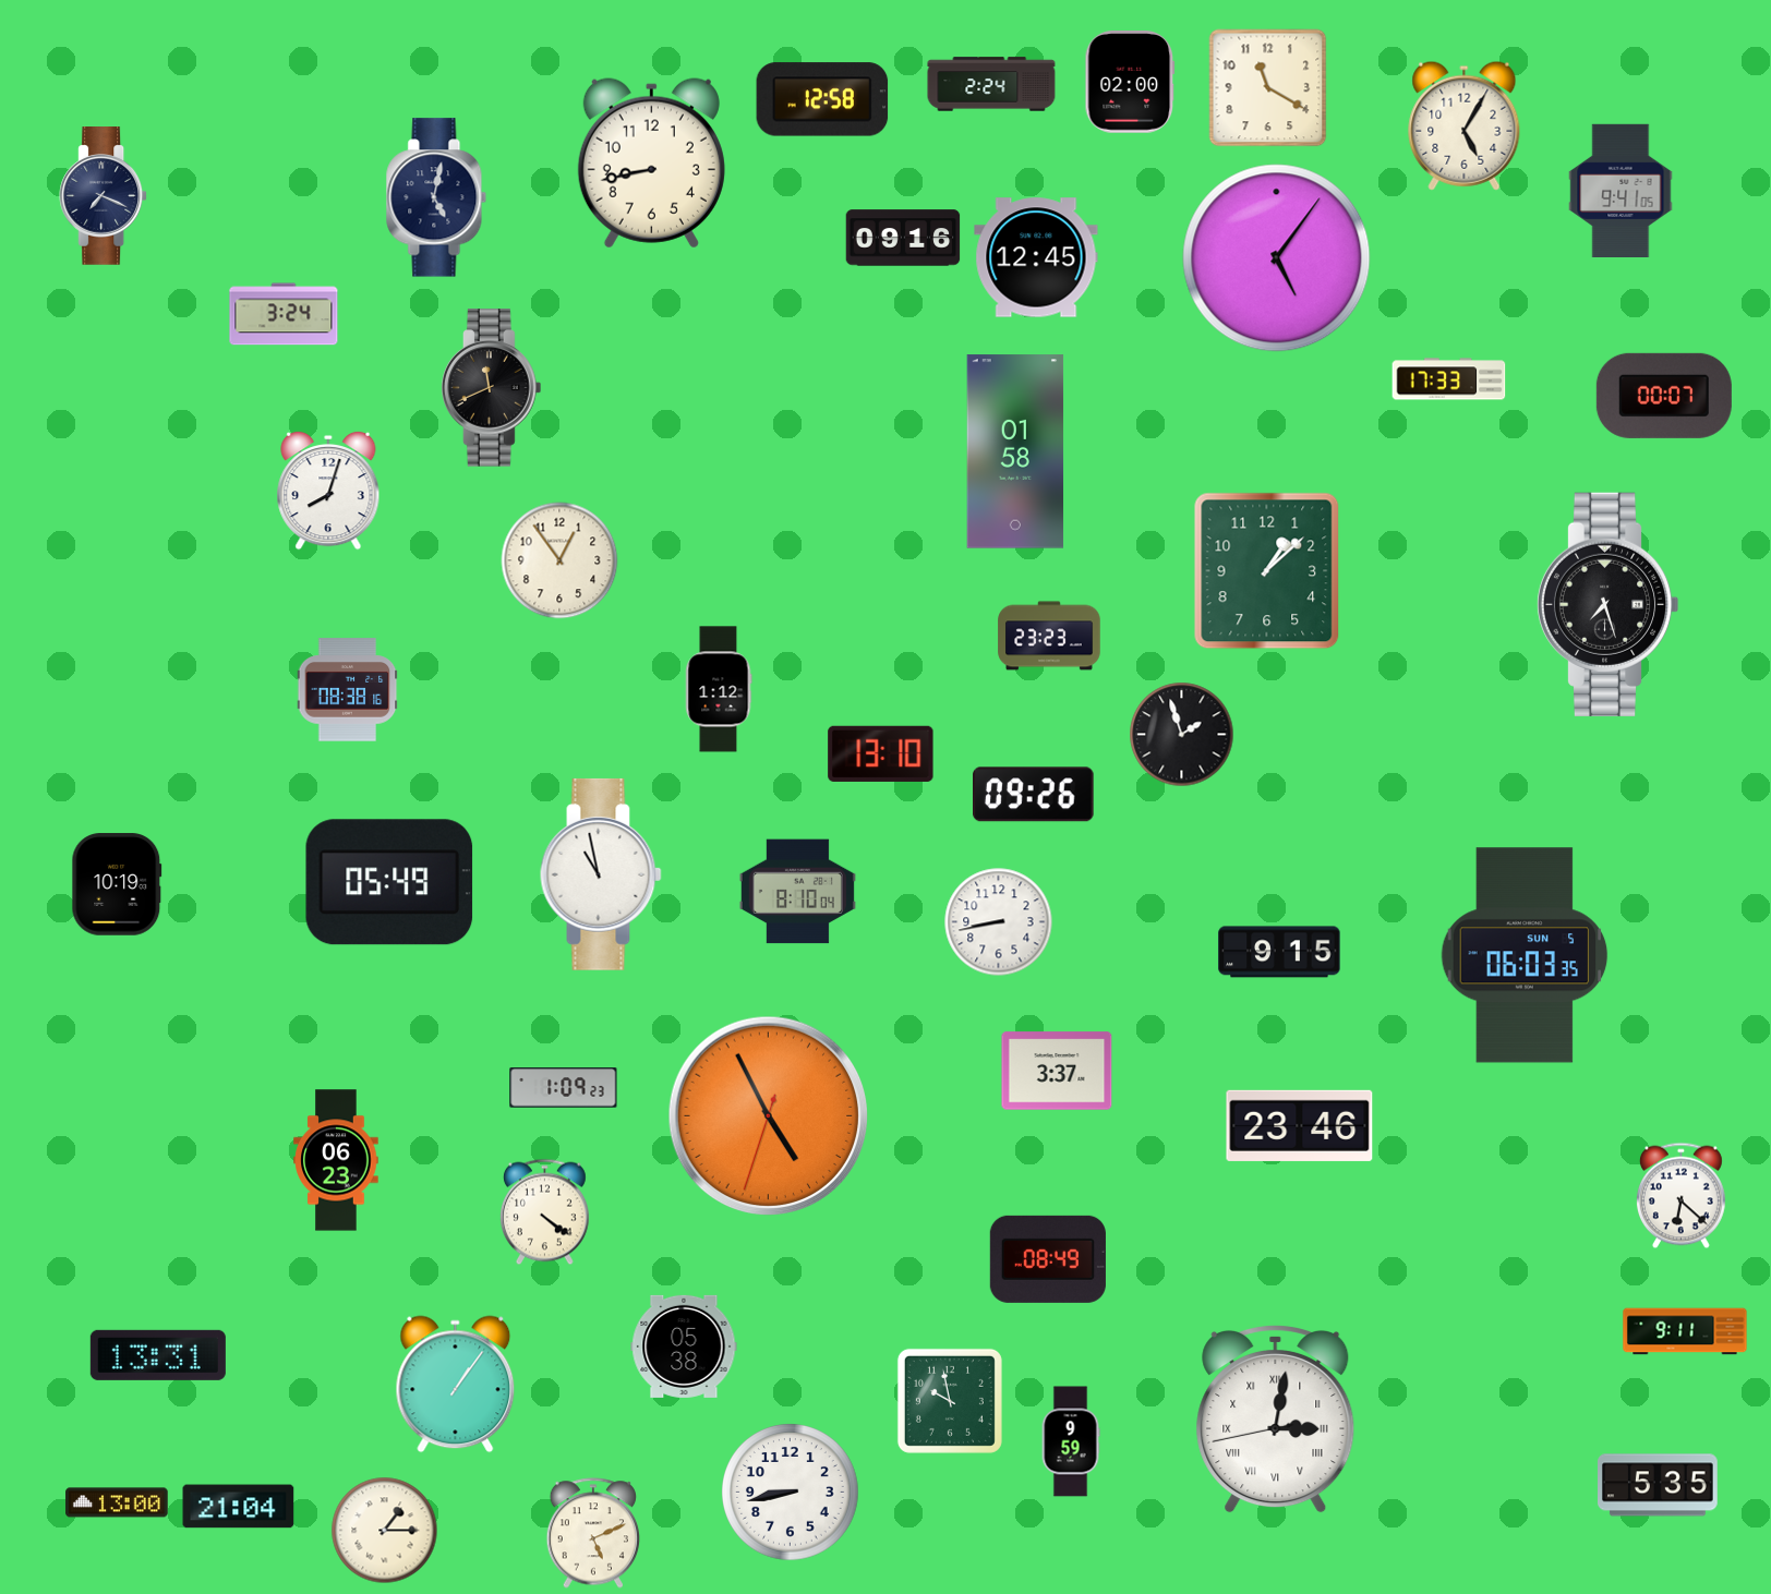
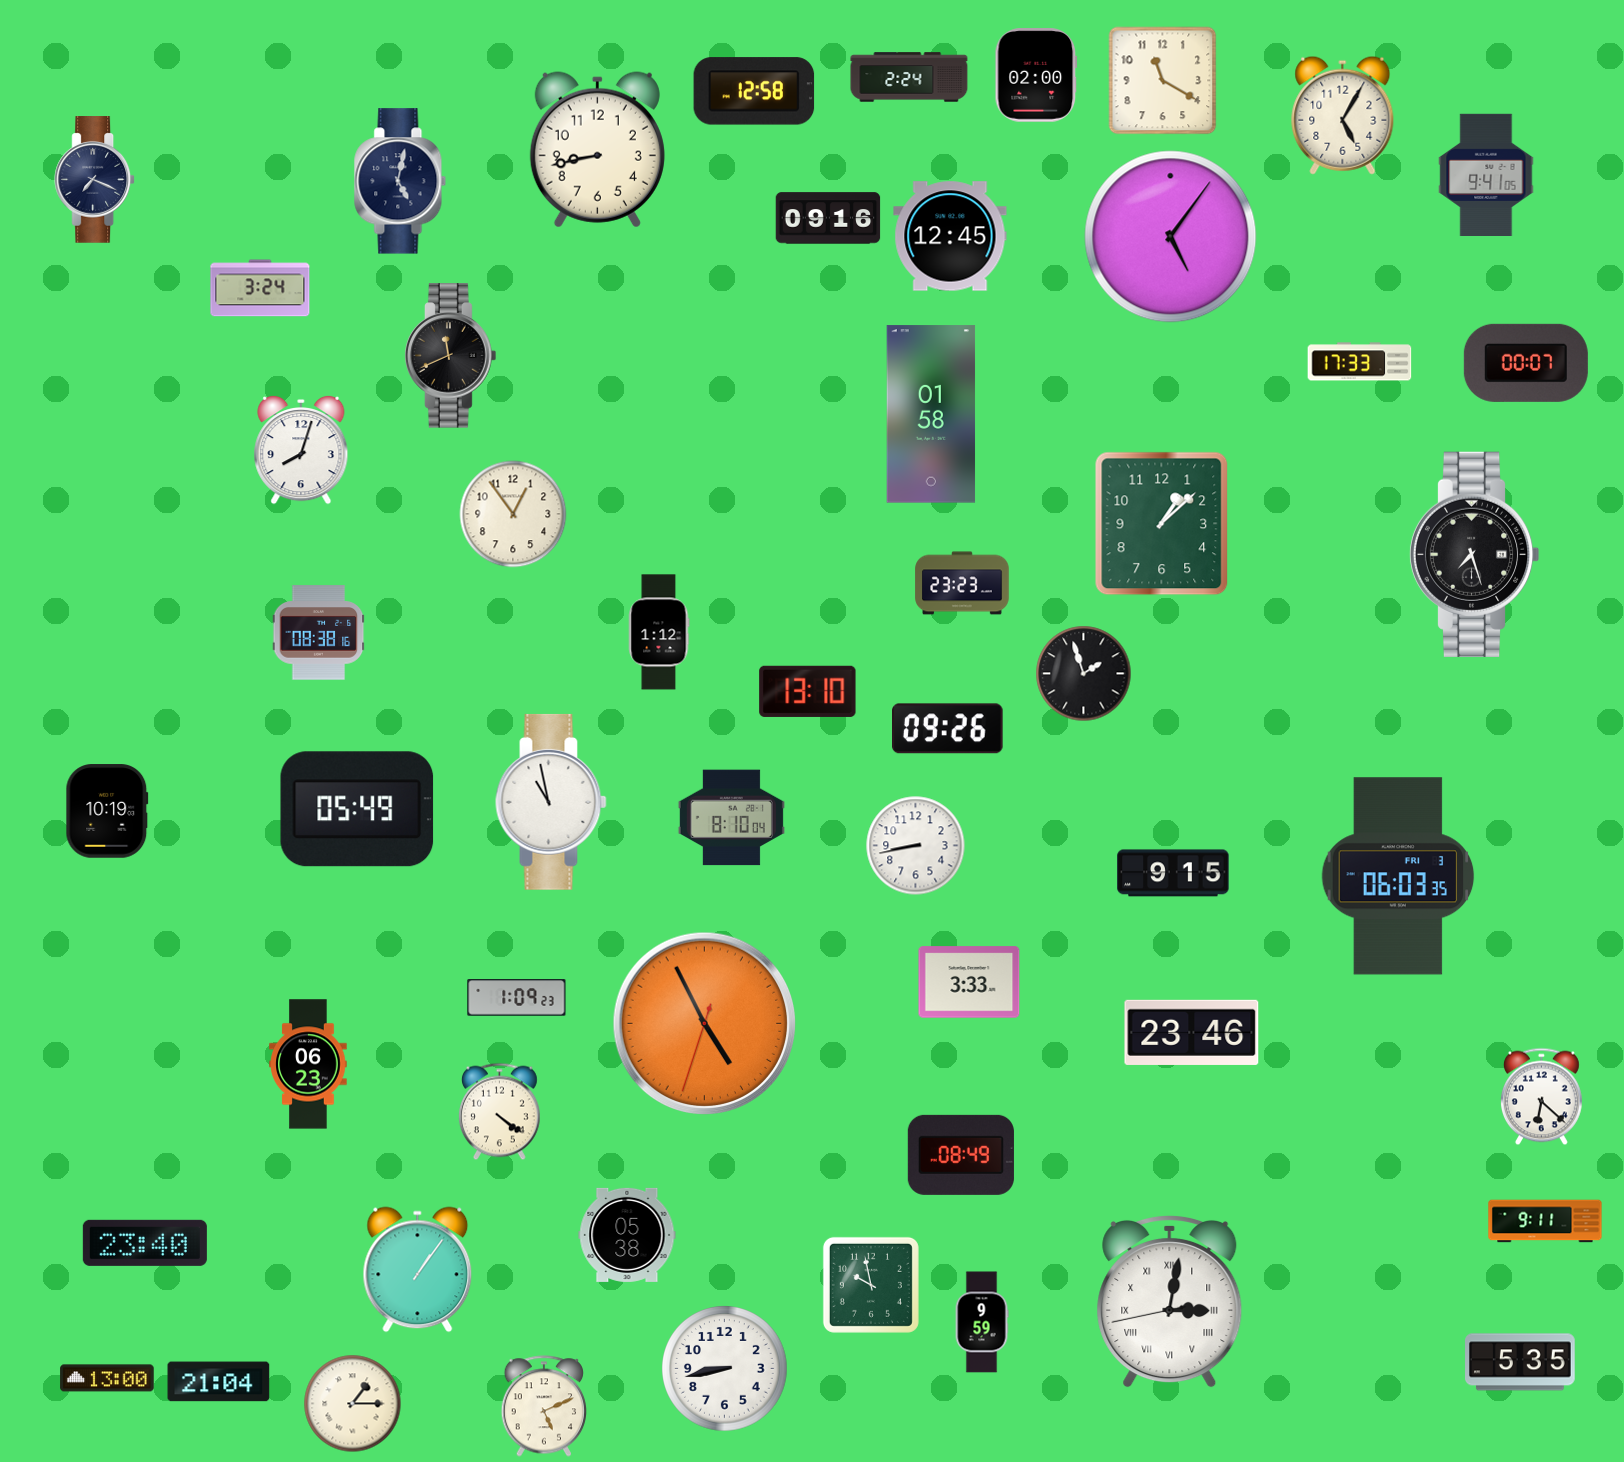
clock at (1449, 379) position: (1449, 379) -> (1360, 362)
clock at (1525, 955) date: SUN 5 -> FRI 3
clock at (1057, 1071): 3:37 -> 3:33
clock at (158, 1355): 13:31 -> 23:40
